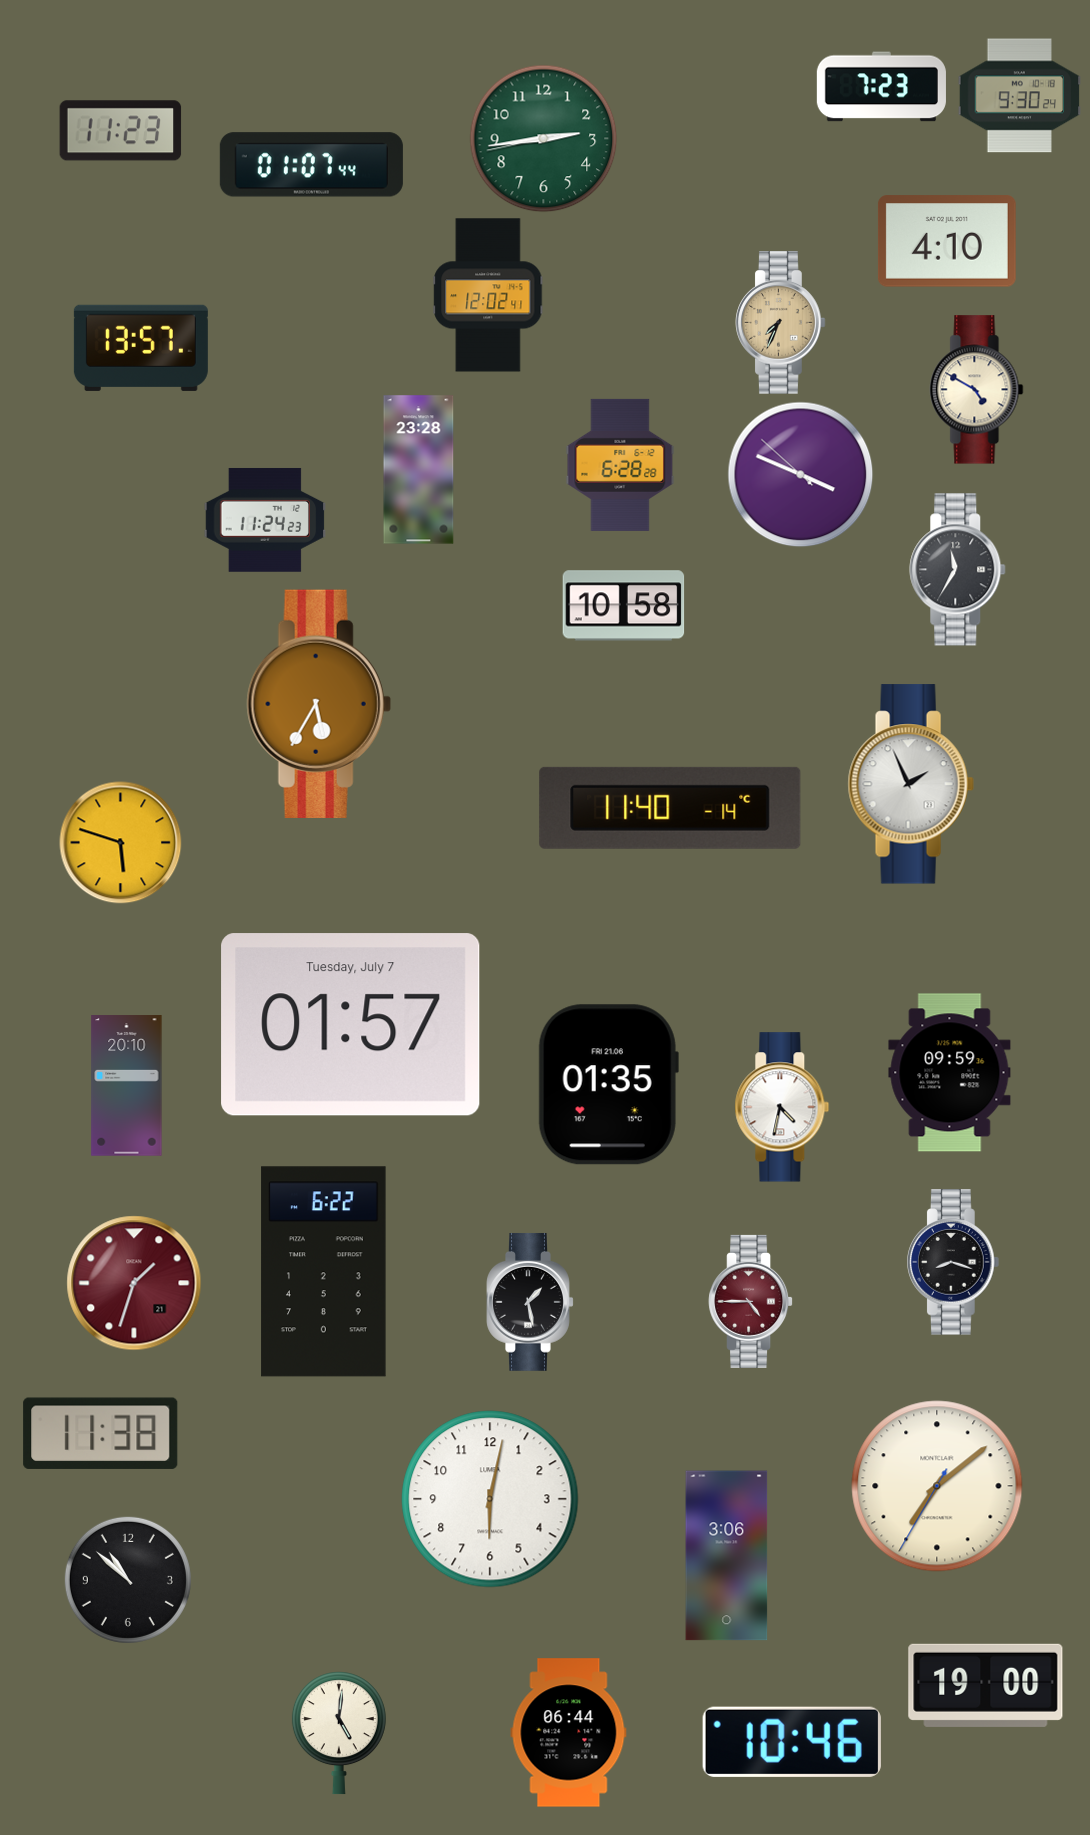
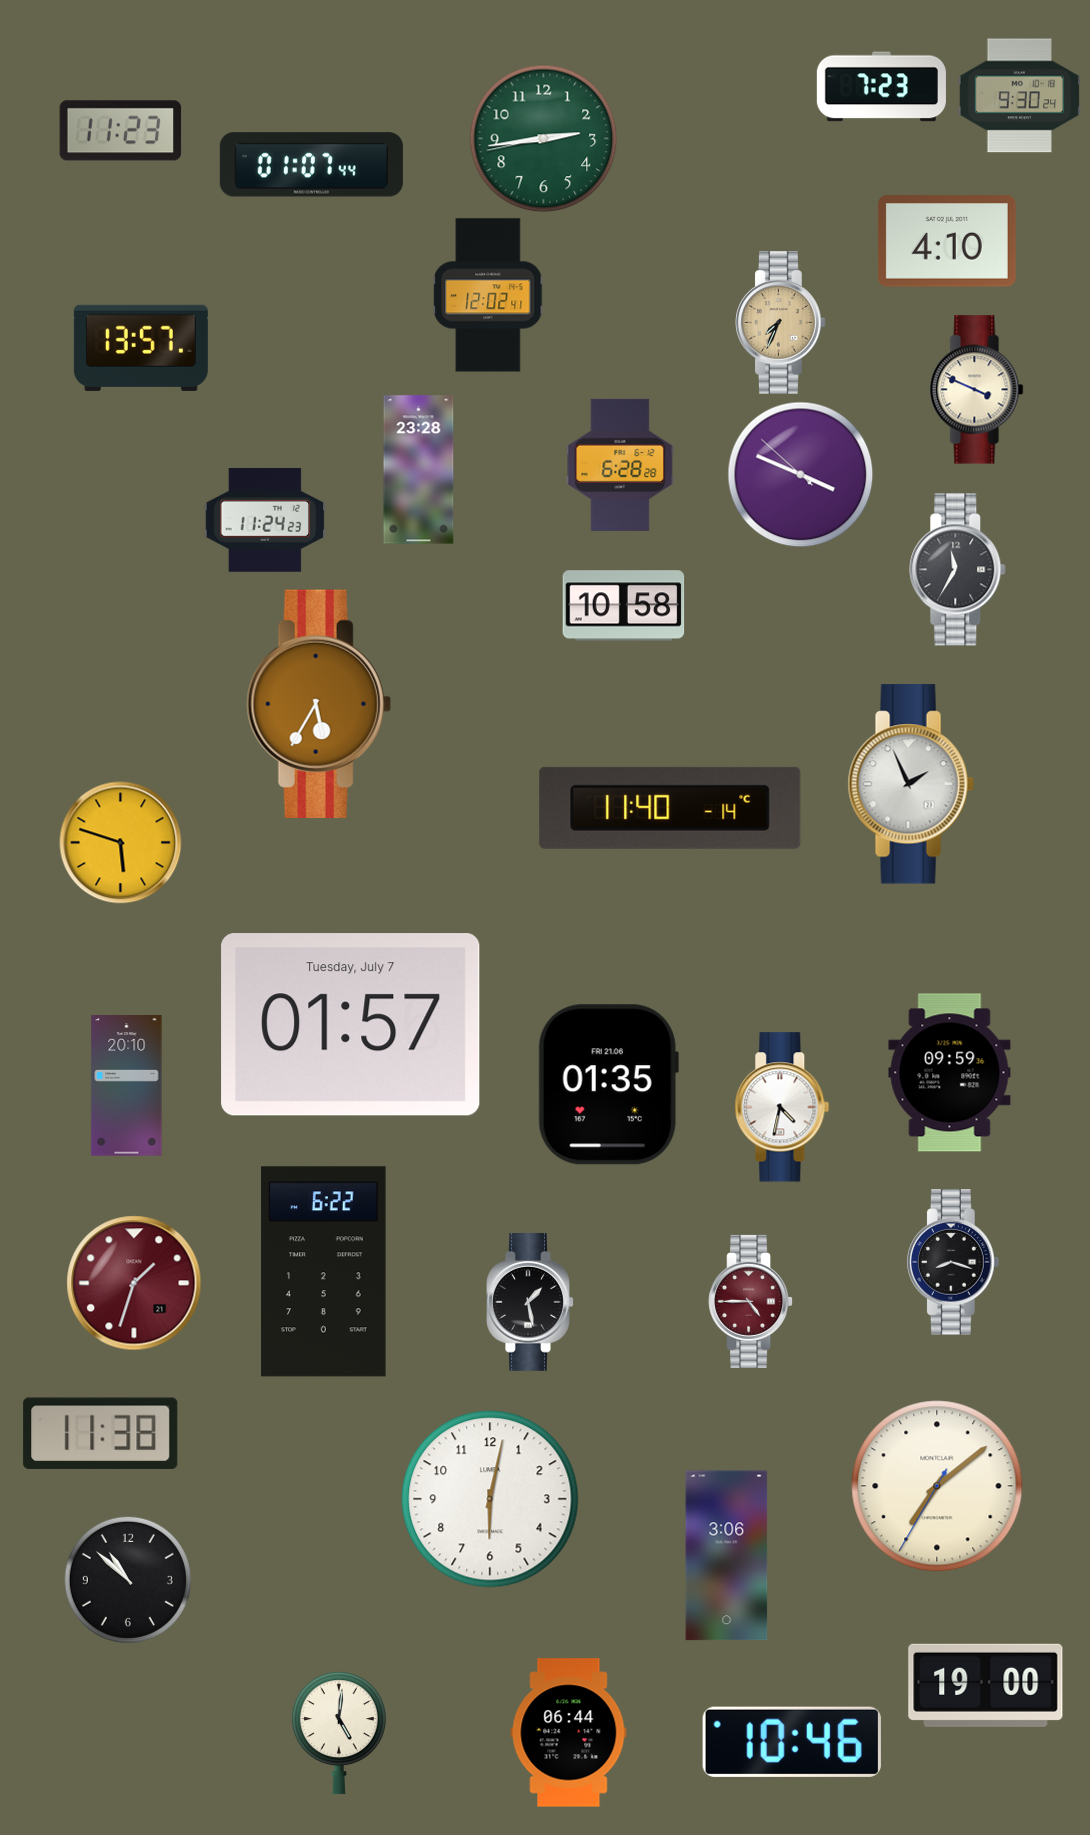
clock at (977, 390): 4:50 -> 3:49
